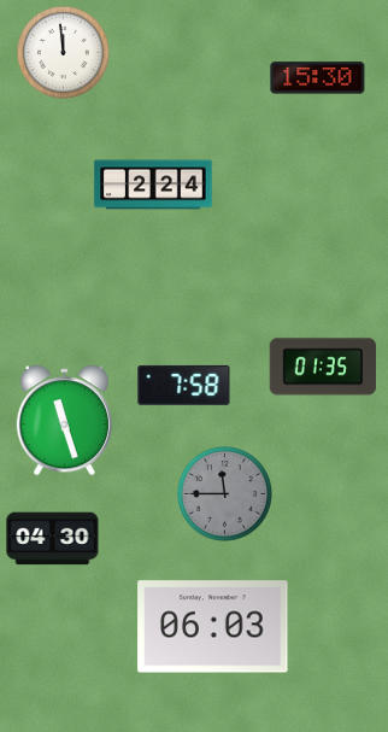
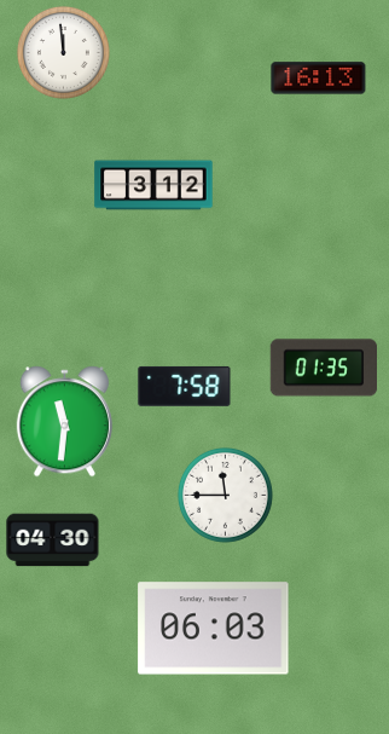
clock at (318, 78): 15:30 -> 16:13
clock at (153, 185): 2:24 -> 3:12
clock at (64, 421): 11:27 -> 11:31
clock at (224, 493) dial: grey -> white
